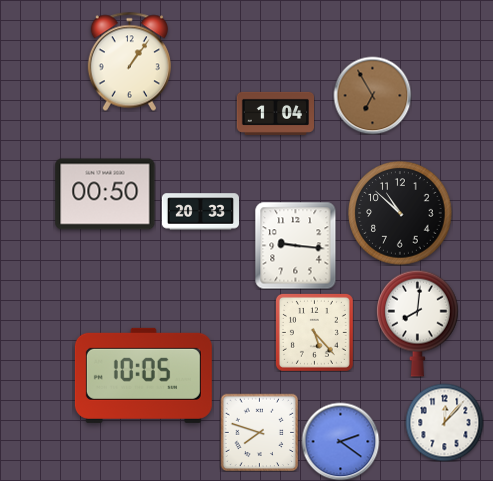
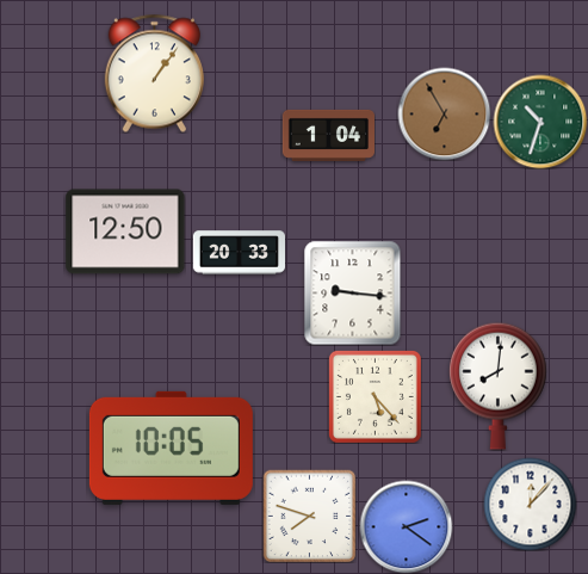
clock at (540, 122): none -> 10:33
clock at (105, 194): 00:50 -> 12:50
clock at (400, 213): 10:52 -> none
